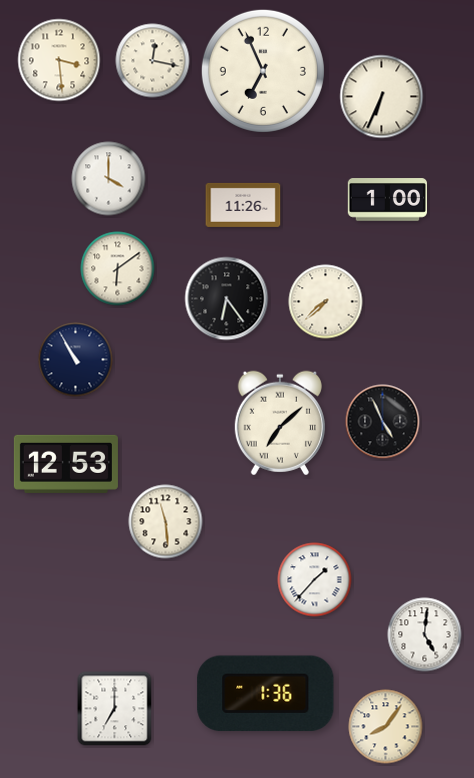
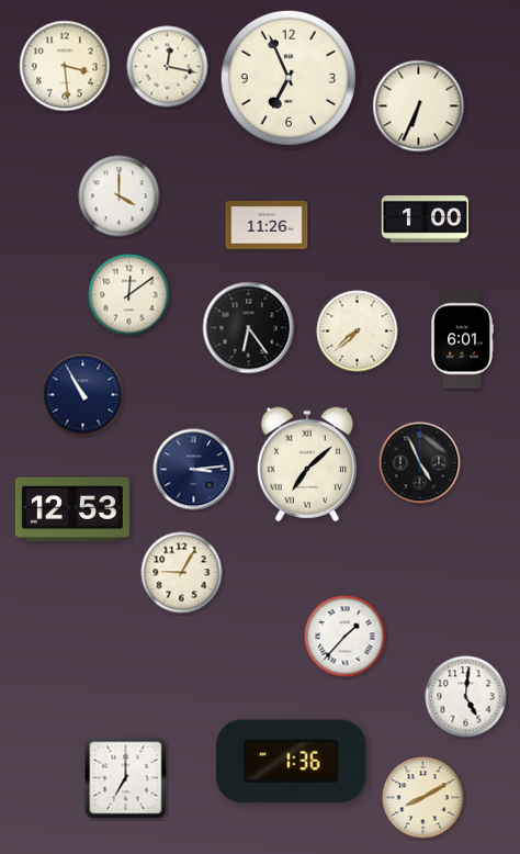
clock at (118, 269): 6:09 -> 12:09
clock at (462, 339): none -> 6:01
clock at (194, 470): none -> 3:14
clock at (166, 522): 11:29 -> 9:05
clock at (386, 727): 8:06 -> 8:10
